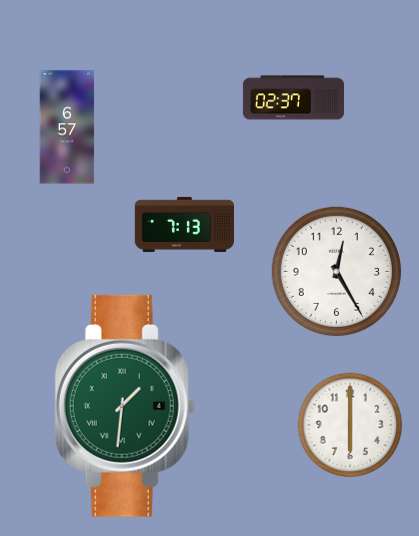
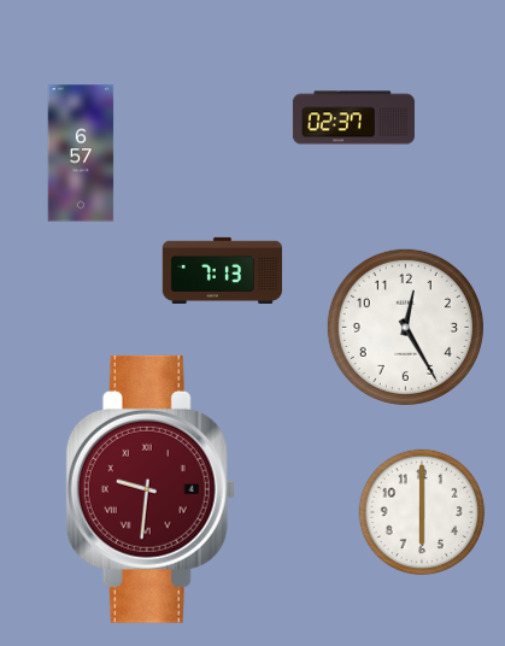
clock at (125, 406): 1:31 -> 9:31
clock at (125, 406) dial: green -> burgundy
